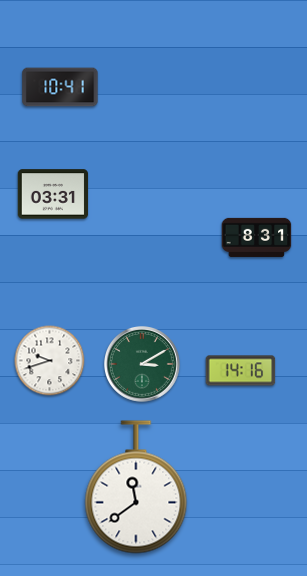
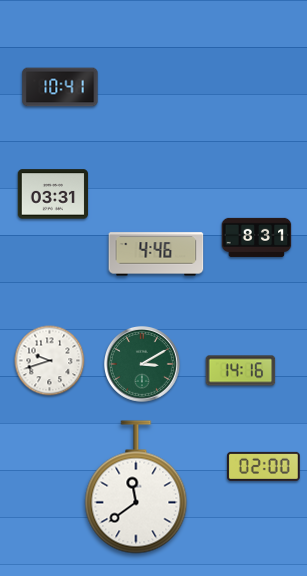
clock at (156, 254): none -> 4:46
clock at (263, 466): none -> 02:00
